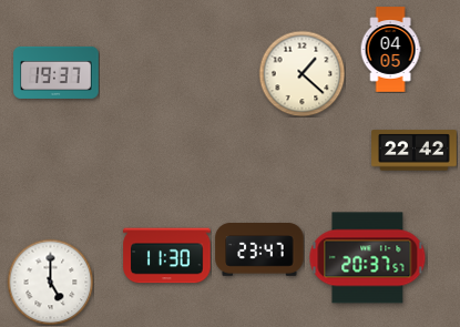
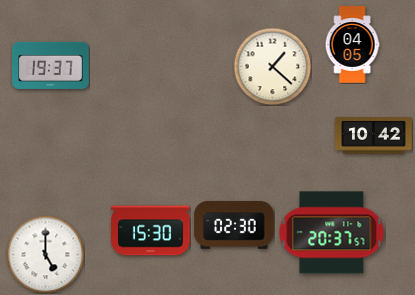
clock at (415, 151): 22:42 -> 10:42
clock at (259, 249): 23:47 -> 02:30
clock at (167, 256): 11:30 -> 15:30
